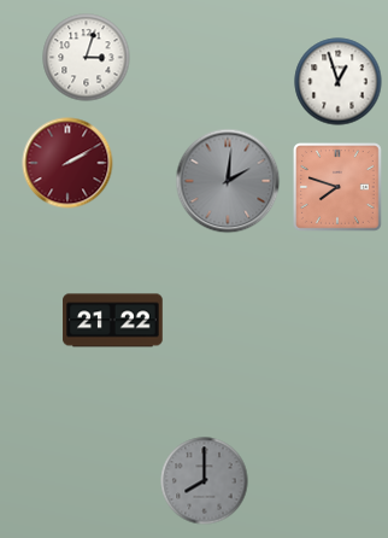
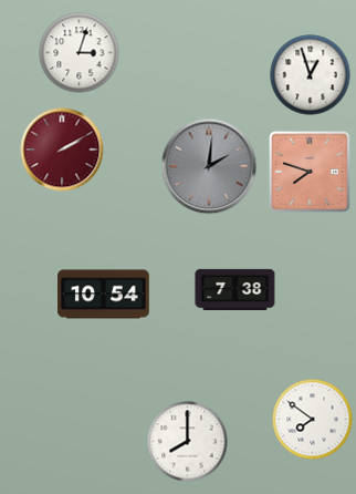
clock at (235, 289): none -> 7:38
clock at (113, 321): 21:22 -> 10:54
clock at (313, 420): none -> 7:51
clock at (205, 481) dial: grey -> white
